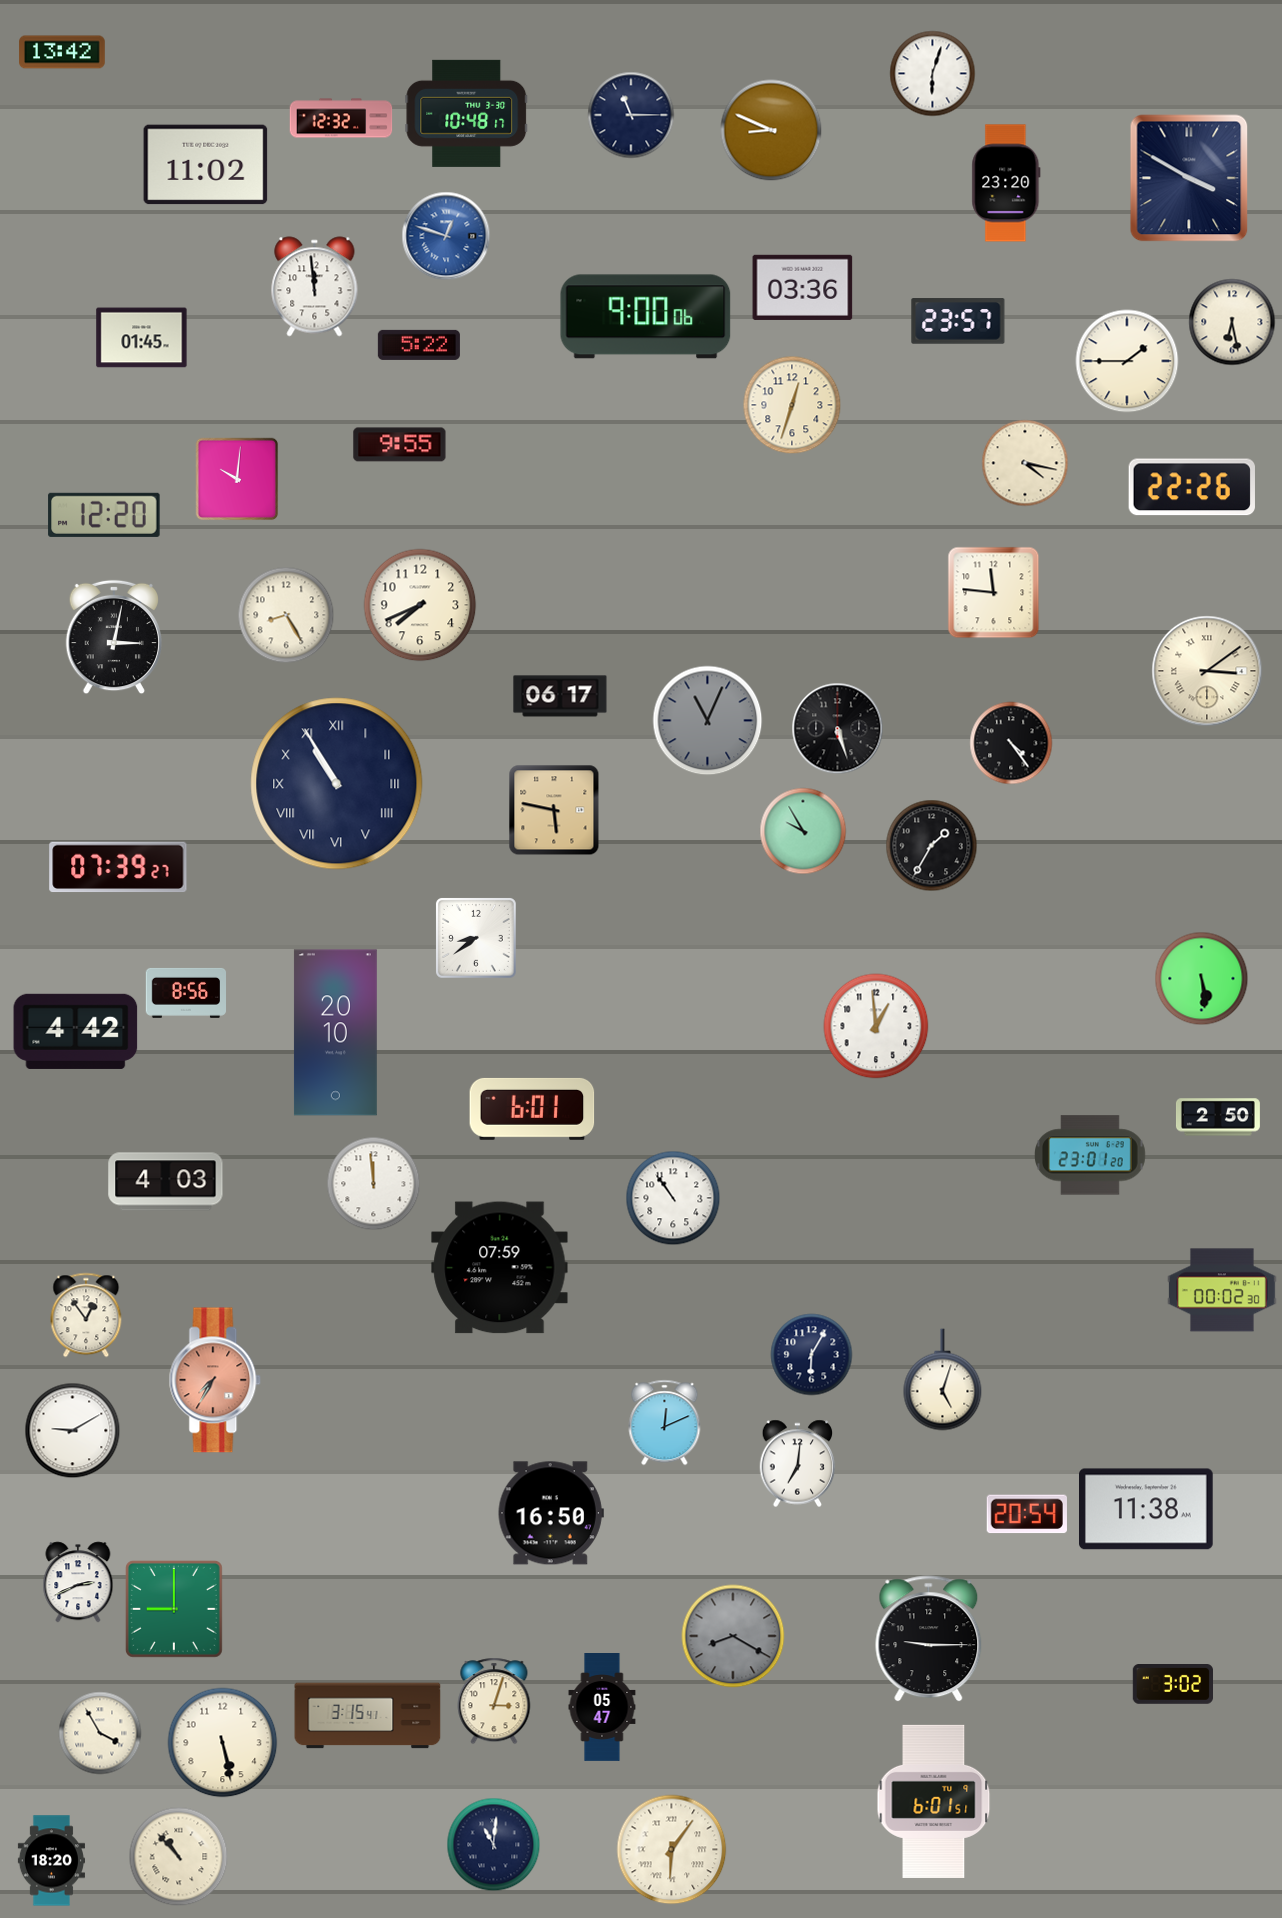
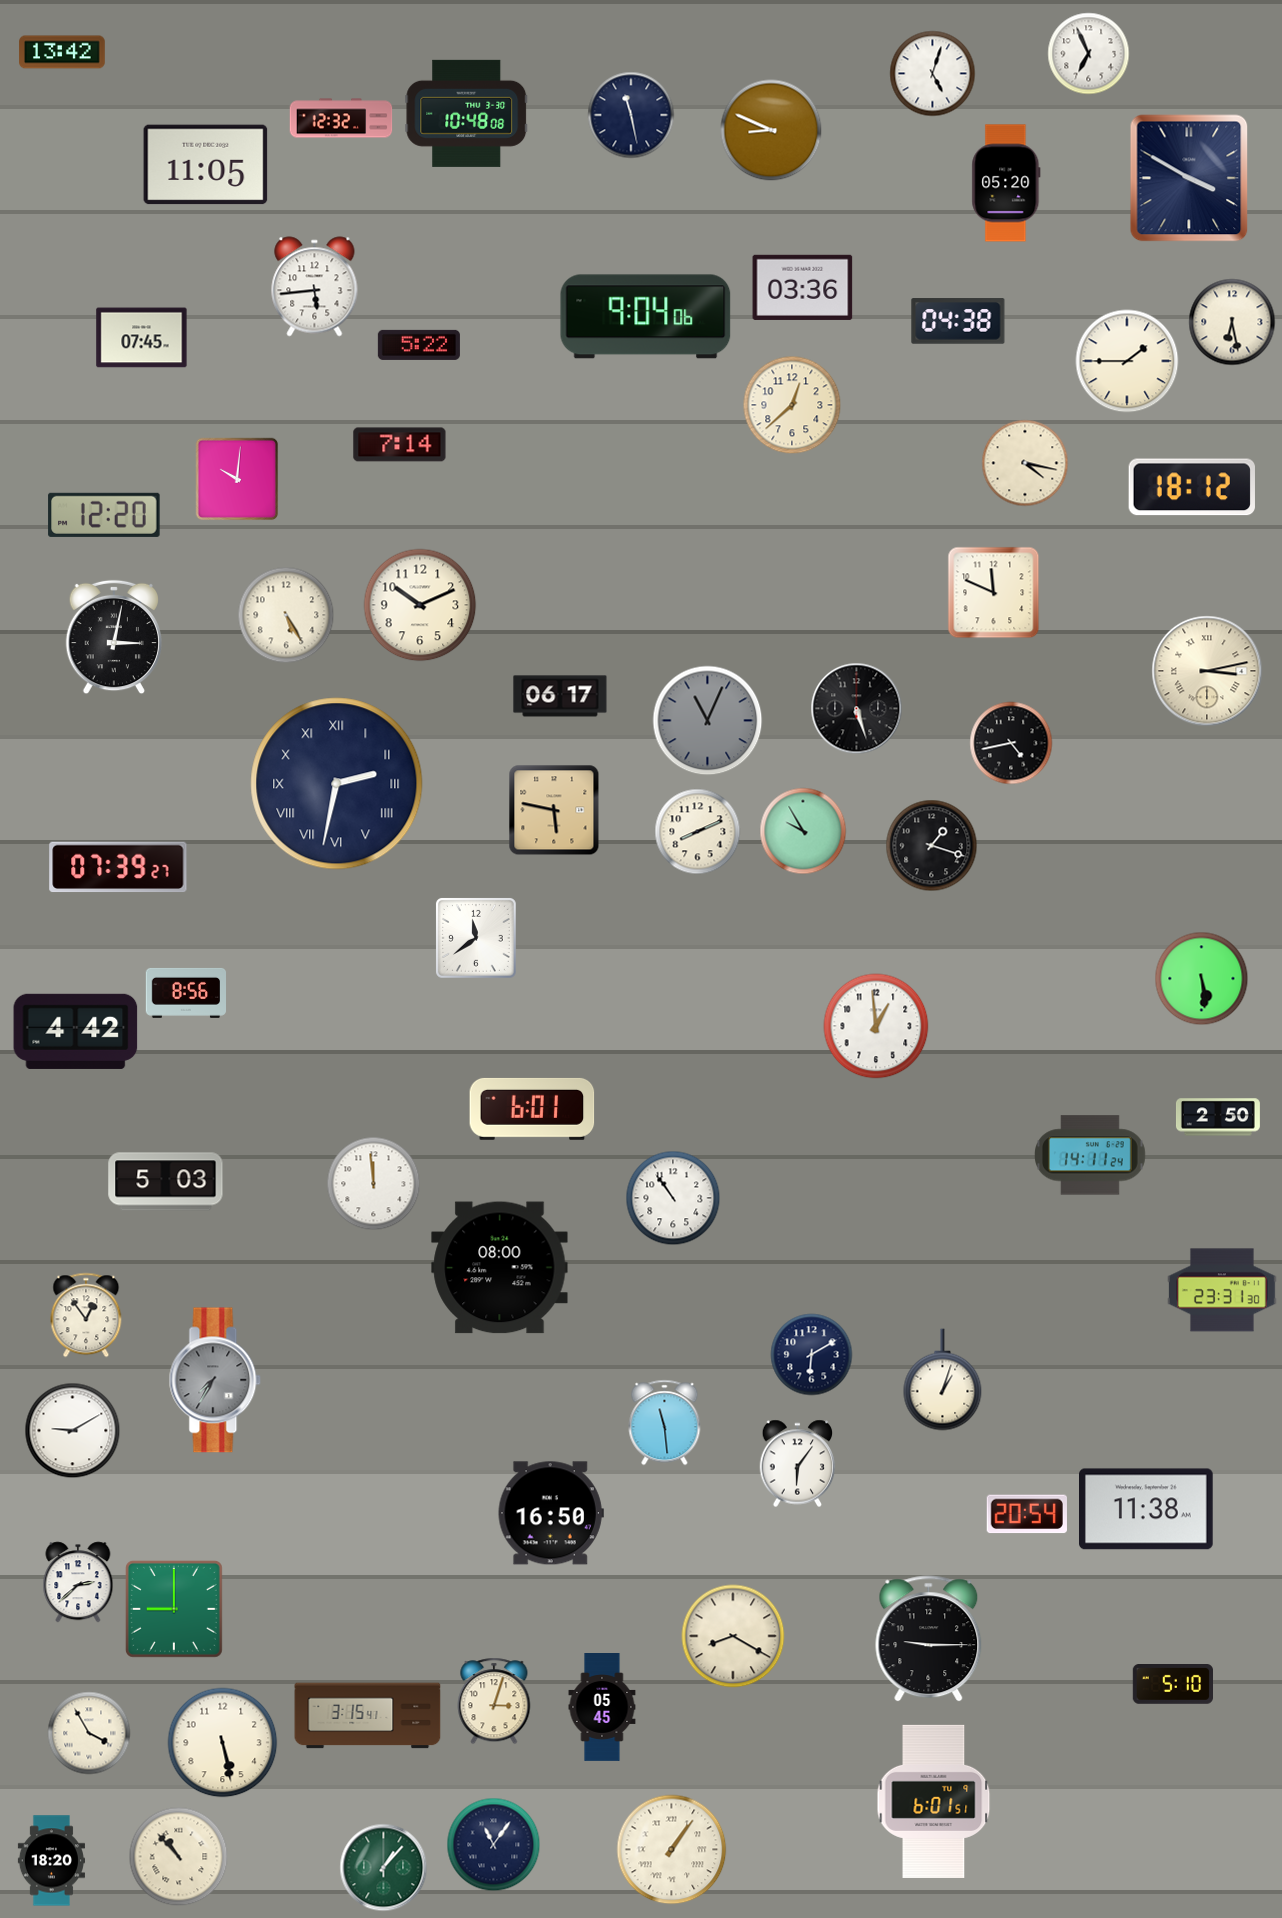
clock at (1089, 54): none -> 6:56
clock at (933, 74): 6:03 -> 5:03
clock at (467, 113): 10:48:17 -> 10:48:08
clock at (631, 115): 11:15 -> 11:28
clock at (206, 165): 11:02 -> 11:05
clock at (1006, 183): 23:20 -> 05:20
clock at (446, 236): 12:48 -> none
clock at (315, 287): 11:59 -> 5:44
clock at (646, 317): 9:00 -> 9:04
clock at (958, 321): 23:57 -> 04:38
clock at (142, 338): 01:45 -> 07:45
clock at (792, 405): 12:33 -> 12:38
clock at (400, 445): 9:55 -> 7:14
clock at (1192, 487): 22:26 -> 18:12
clock at (994, 593): 11:46 -> 11:49
clock at (420, 605): 7:41 -> 10:11
clock at (286, 615): 8:25 -> 5:25
clock at (1207, 671): 3:09 -> 3:13
clock at (838, 729) position: (838, 729) -> (857, 709)
clock at (1011, 743): 4:24 -> 4:43
clock at (337, 784): 10:55 -> 2:32
clock at (698, 832): none -> 8:11
clock at (932, 846): 1:35 -> 1:18
clock at (476, 938): 8:39 -> 11:39
clock at (335, 1033): 20:10 -> none
clock at (1091, 1155): 23:01 -> 14:11
clock at (166, 1182): 4:03 -> 5:03
clock at (500, 1268): 07:59 -> 08:00
clock at (1222, 1290): 00:02 -> 23:31
clock at (812, 1355): 6:05 -> 6:10
clock at (215, 1380) dial: salmon -> grey
clock at (943, 1380): 5:03 -> 1:03
clock at (665, 1423): 12:11 -> 11:29
clock at (798, 1464): 7:01 -> 6:06
clock at (78, 1582): 2:41 -> 2:38
clock at (733, 1636) dial: grey -> cream
clock at (1172, 1685): 3:02 -> 5:10
clock at (602, 1708): 05:47 -> 05:45
clock at (100, 1733) position: (100, 1733) -> (89, 1733)
clock at (494, 1845): 11:01 -> 11:06
clock at (672, 1850): 6:06 -> 1:06
clock at (384, 1868): none -> 1:07
